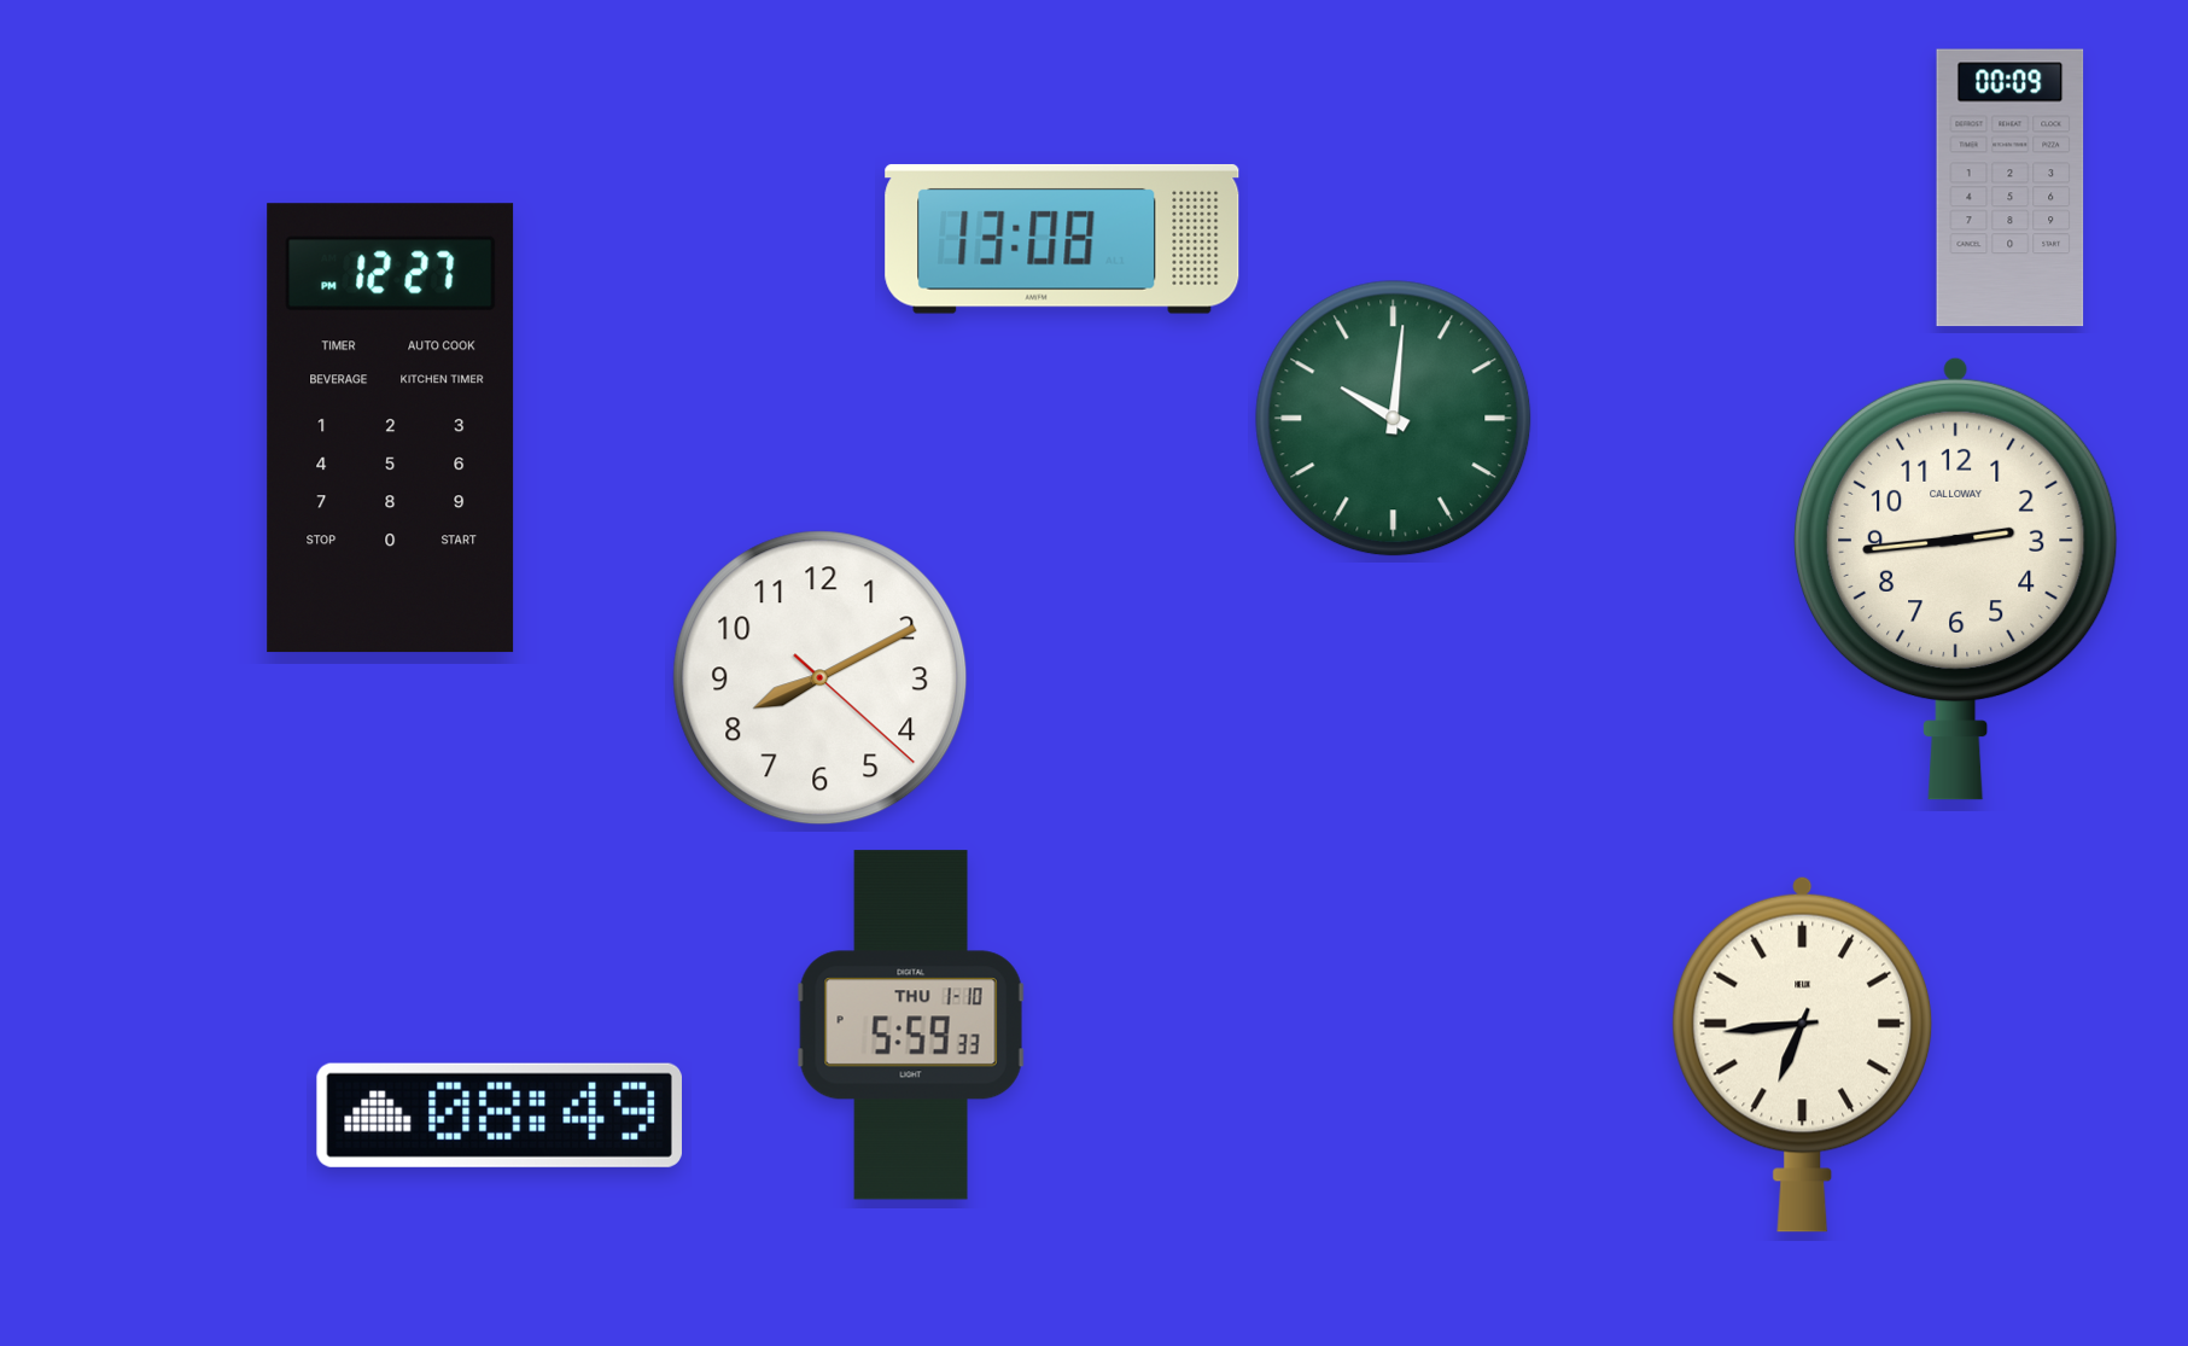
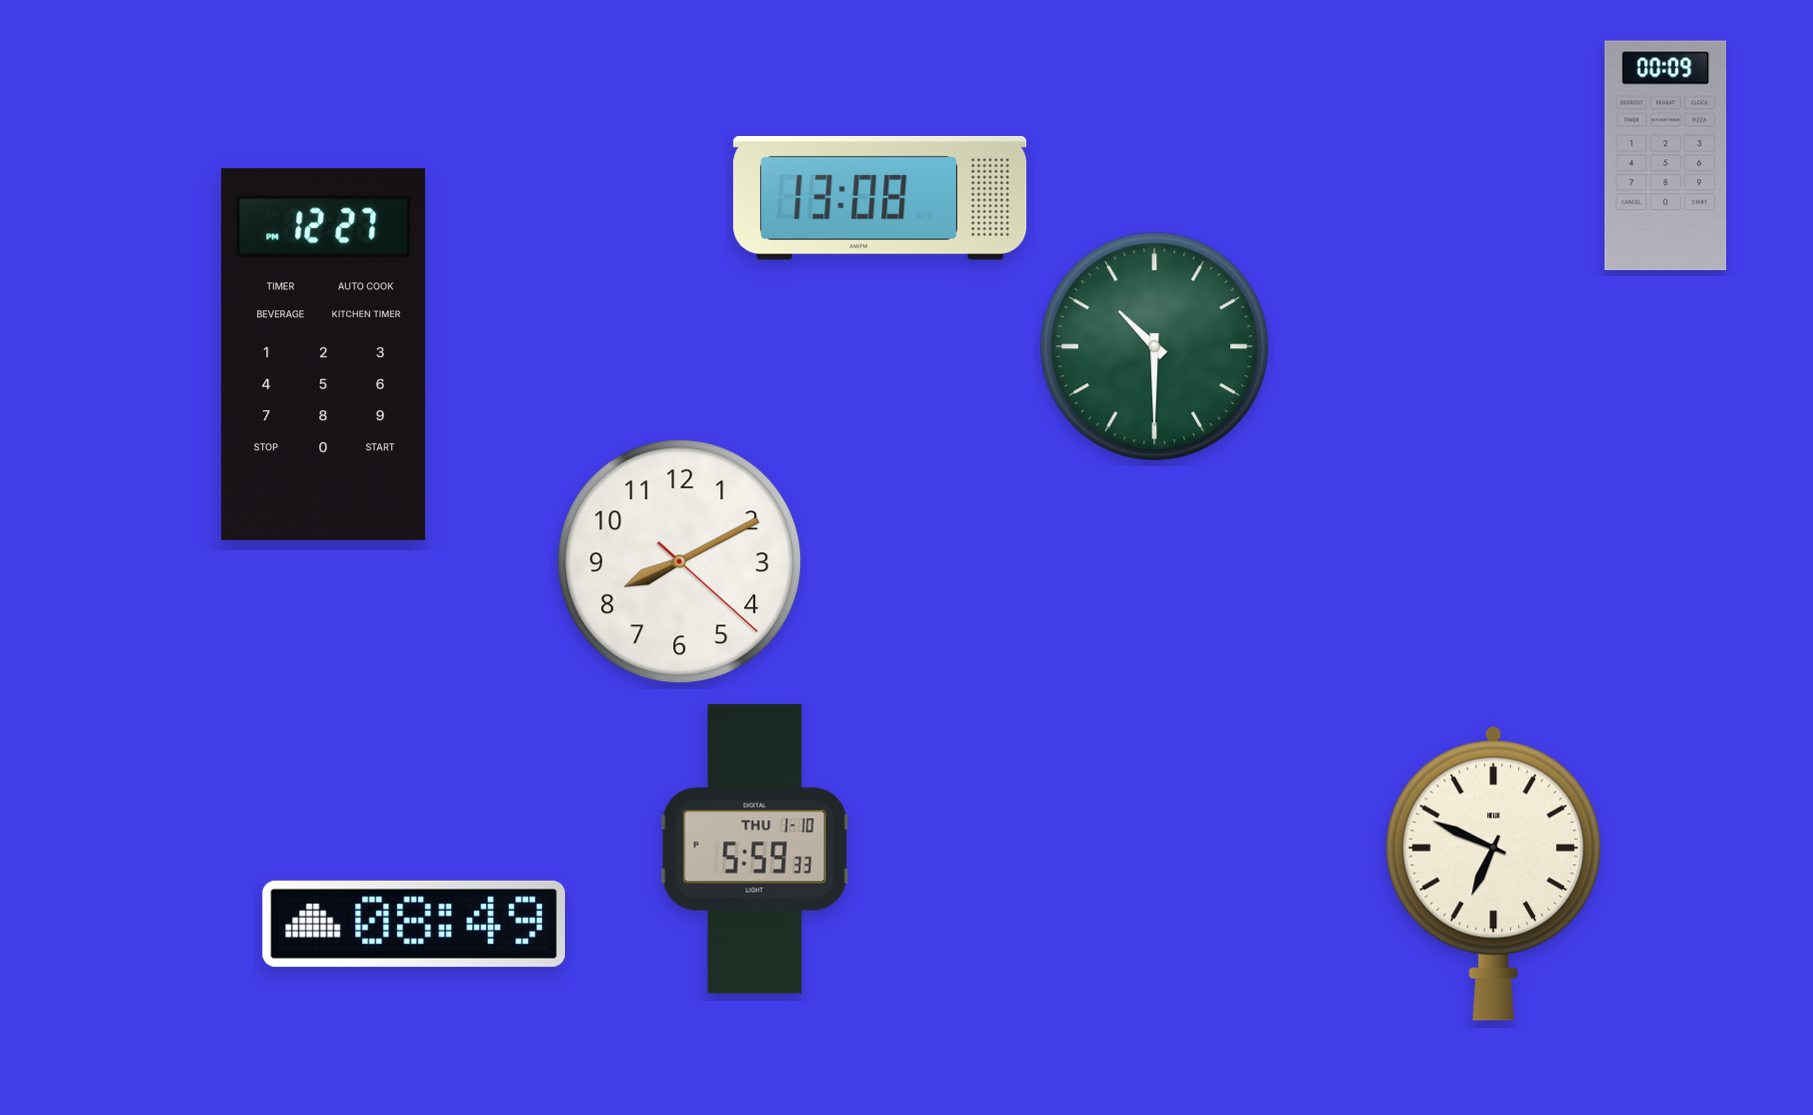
clock at (1394, 419): 10:01 -> 10:30
clock at (1955, 578): 2:44 -> none
clock at (1803, 1054): 6:44 -> 6:49
